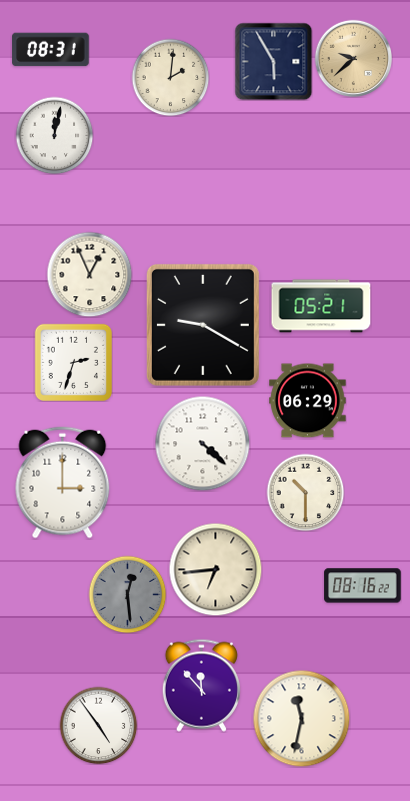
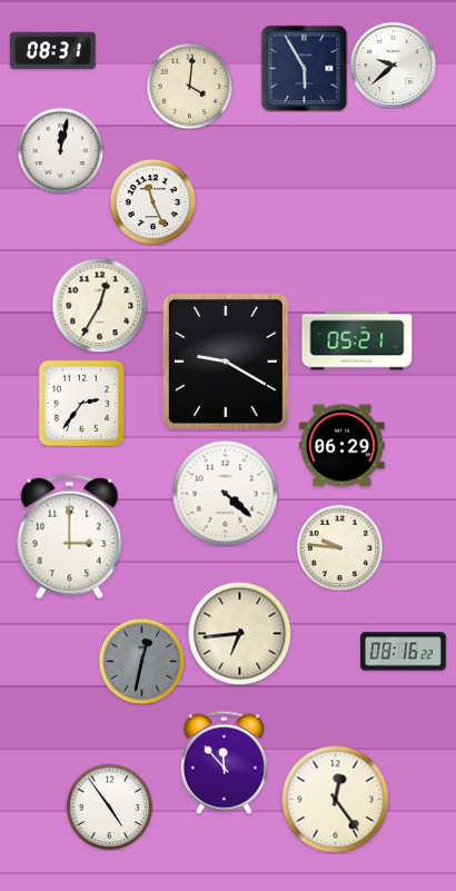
clock at (51, 50) position: (51, 50) -> (53, 51)
clock at (353, 58) dial: champagne -> white
clock at (170, 77): 2:01 -> 4:01
clock at (152, 201): none -> 11:26
clock at (89, 274): 12:56 -> 12:35
clock at (73, 362): 2:33 -> 2:36
clock at (305, 492): 10:30 -> 9:46
clock at (127, 594): 12:29 -> 12:32
clock at (301, 718): 11:32 -> 12:24
